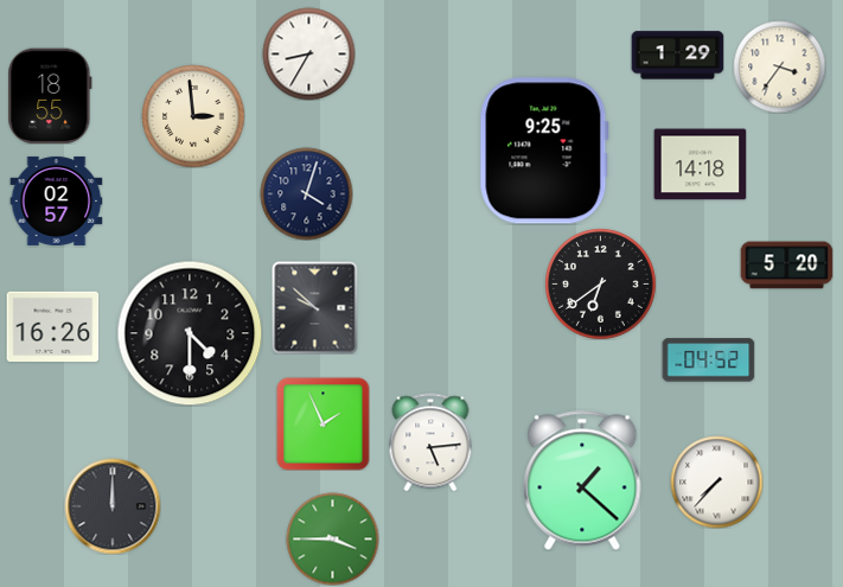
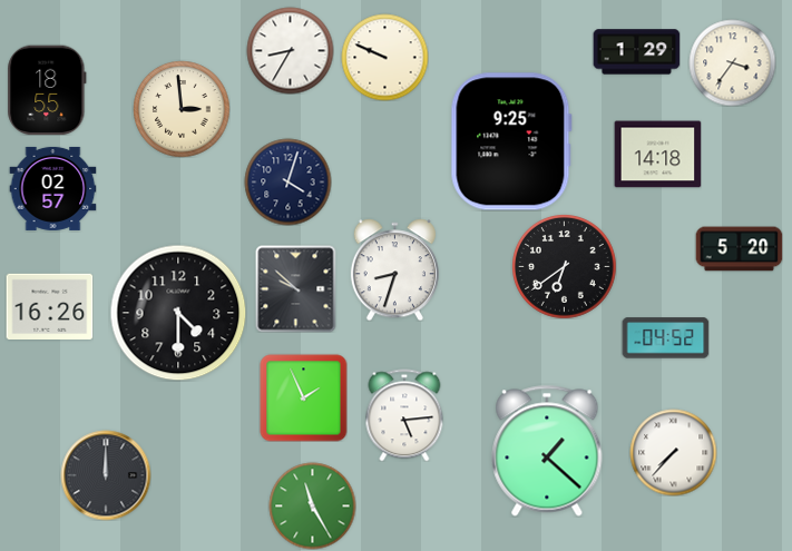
clock at (384, 57): none -> 9:49
clock at (394, 269): none -> 8:33
clock at (332, 538): 3:45 -> 11:25
